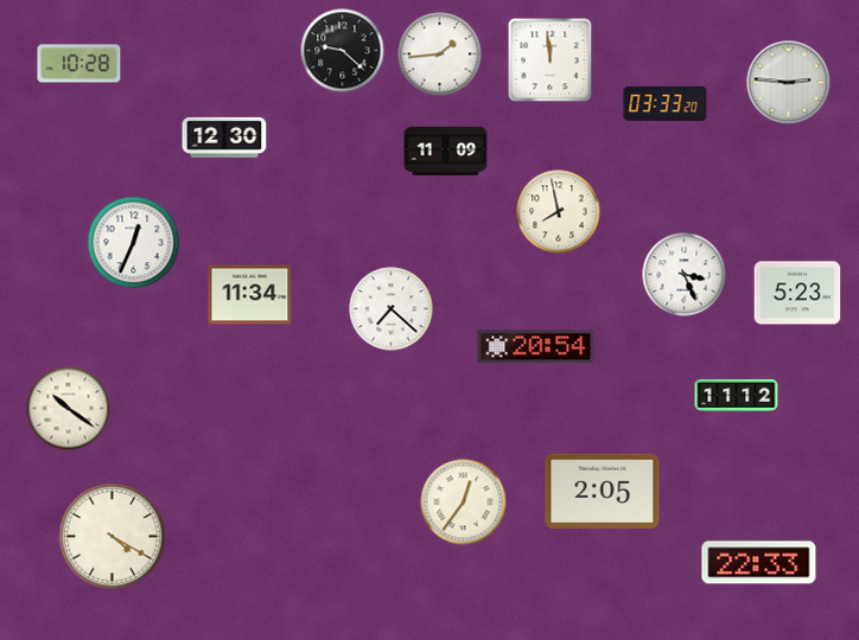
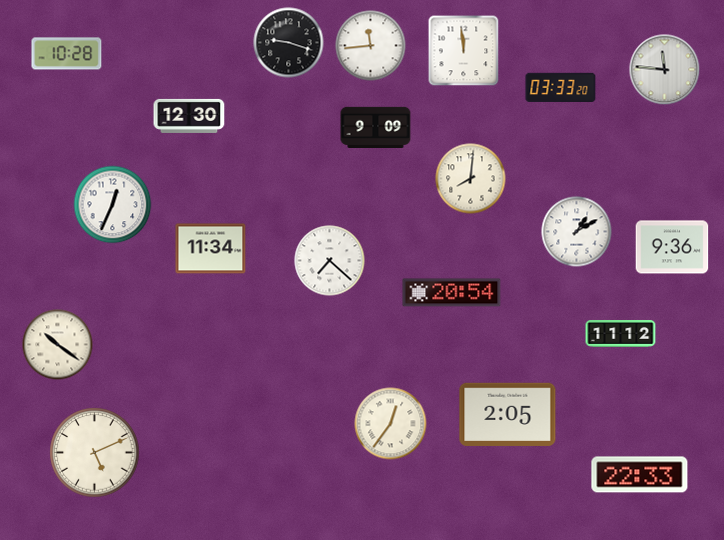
clock at (343, 51): 9:22 -> 9:18
clock at (440, 55): 1:44 -> 11:44
clock at (789, 83): 2:46 -> 11:46
clock at (446, 151): 11:09 -> 9:09
clock at (559, 212): 7:58 -> 8:01
clock at (685, 275): 3:26 -> 1:10
clock at (797, 293): 5:23 -> 9:36
clock at (113, 537): 4:20 -> 5:11
